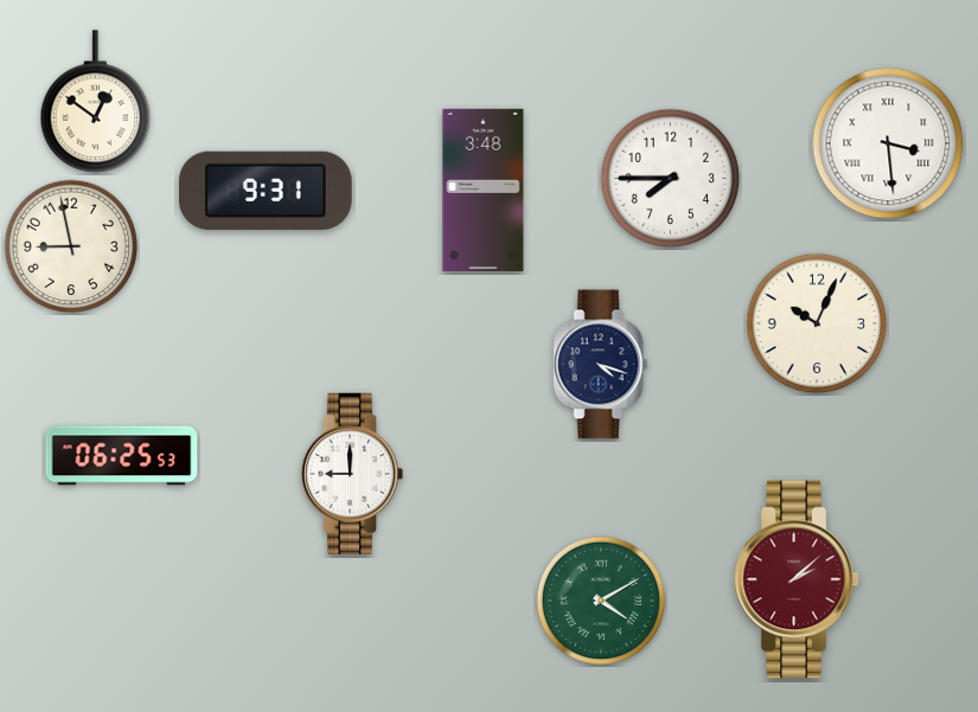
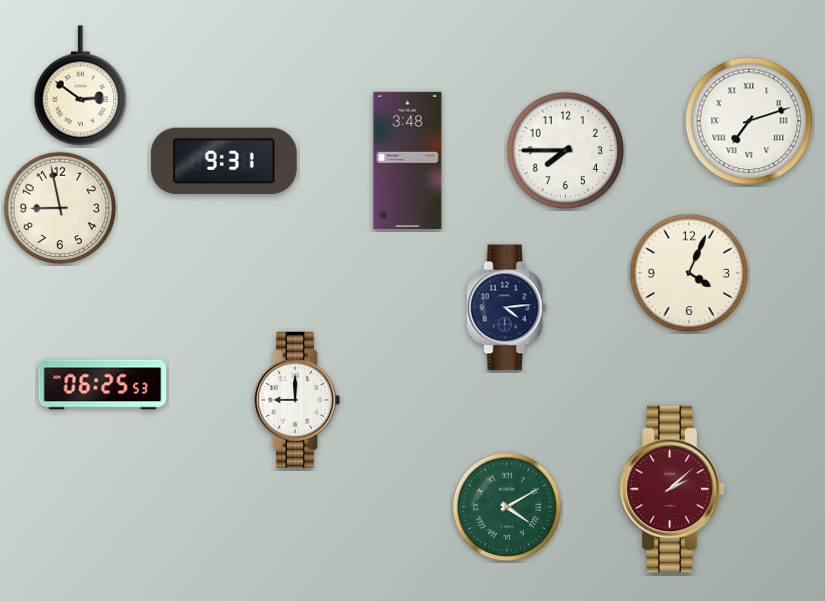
clock at (96, 102): 12:51 -> 2:51
clock at (888, 143): 3:29 -> 7:12
clock at (817, 323): 10:04 -> 4:04
clock at (601, 365): 4:18 -> 4:14
